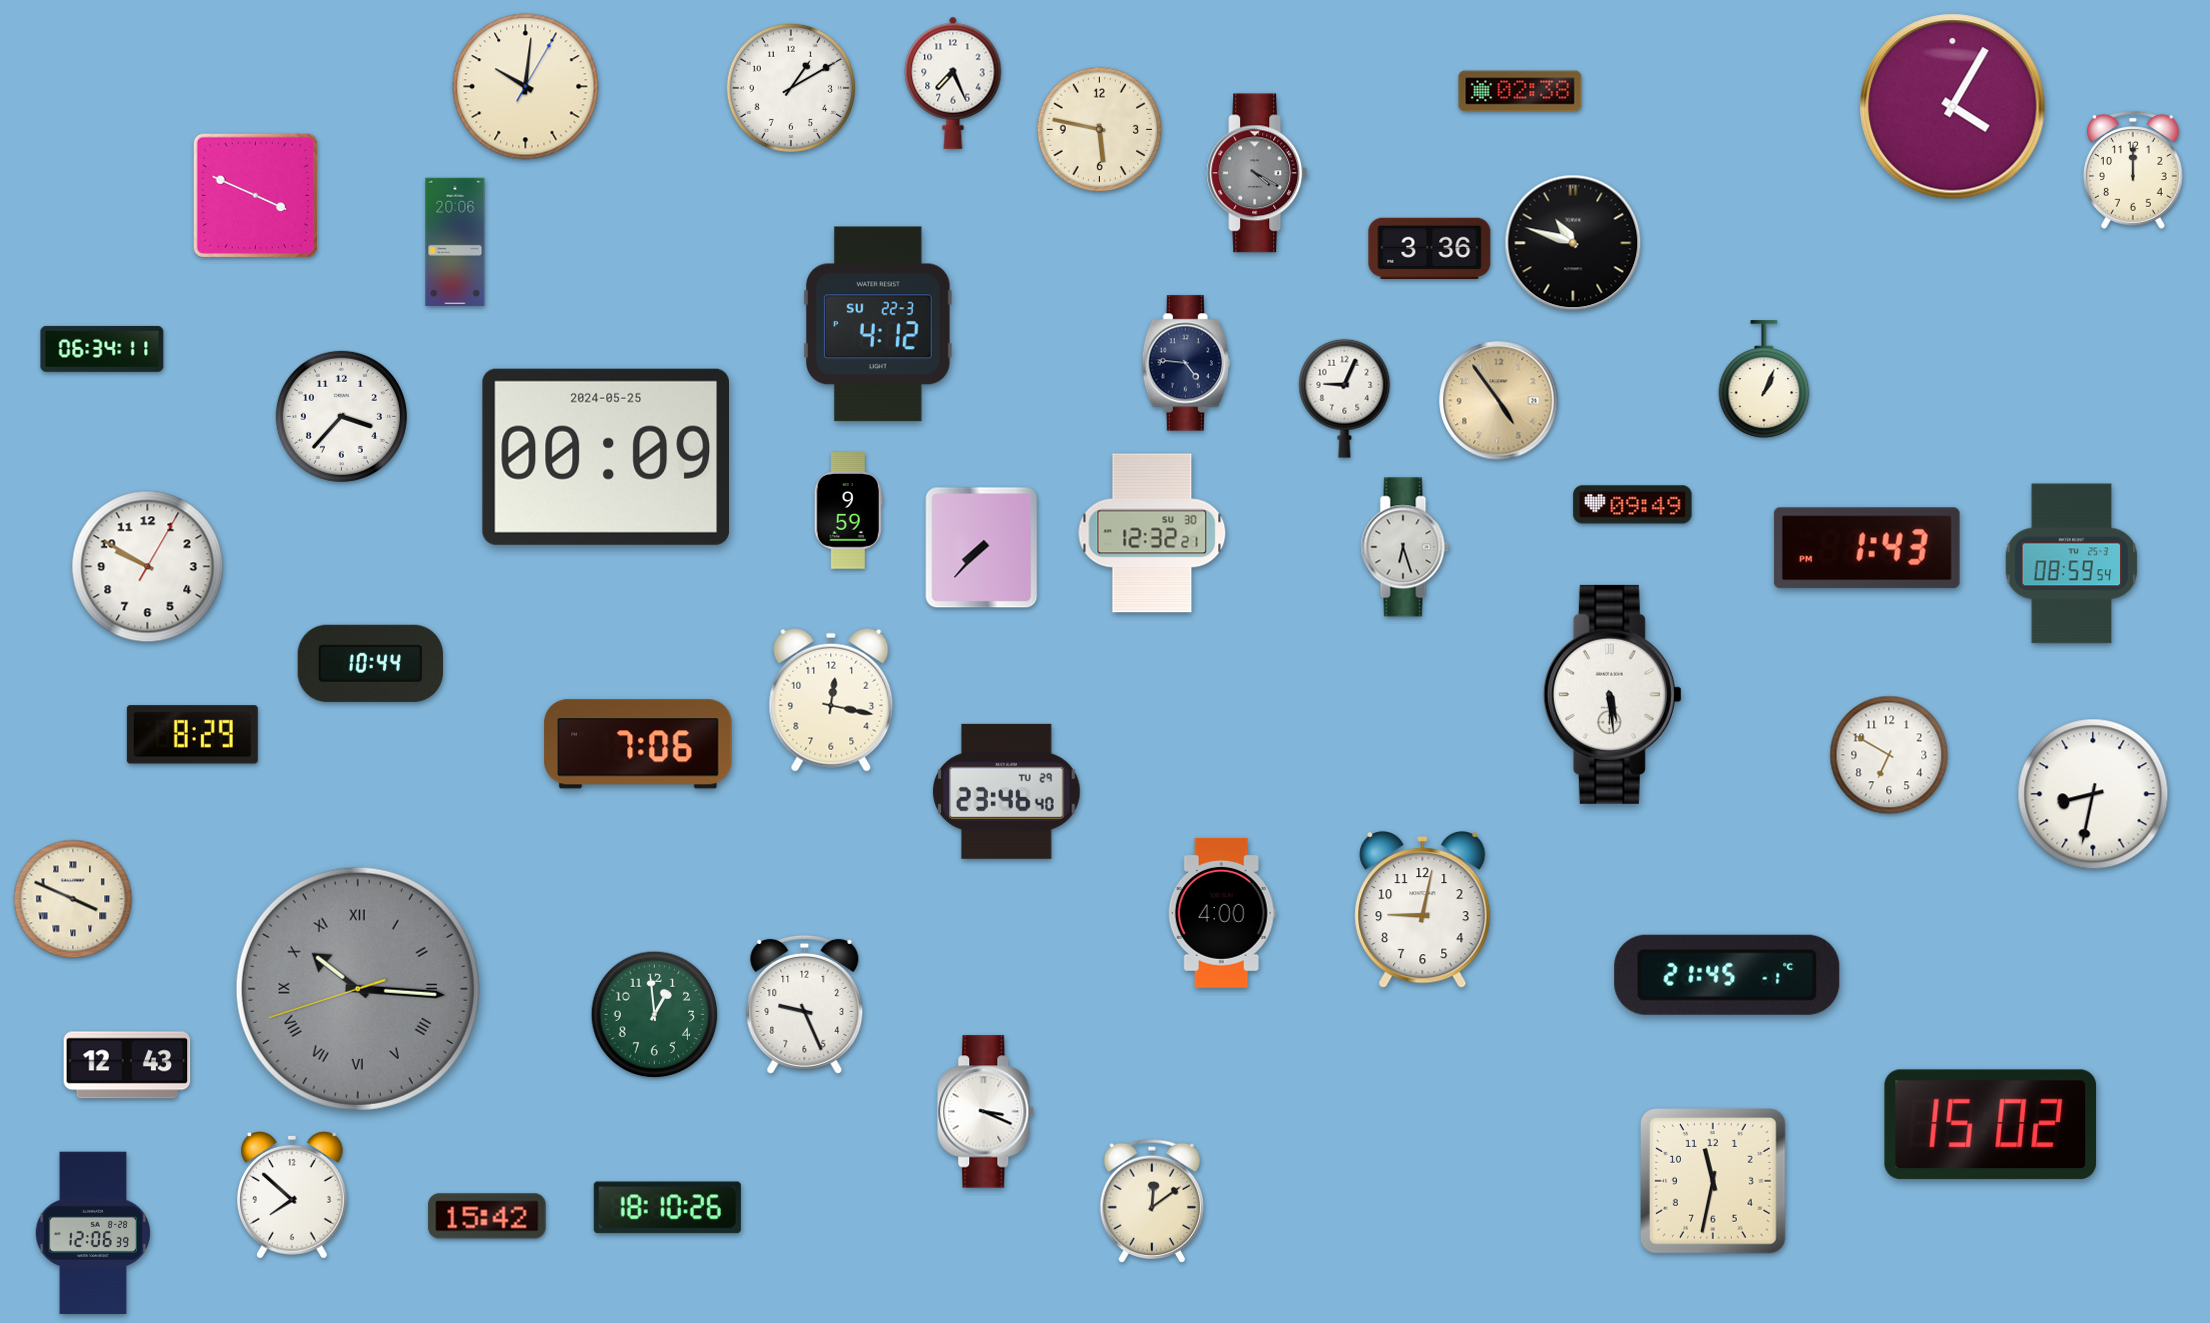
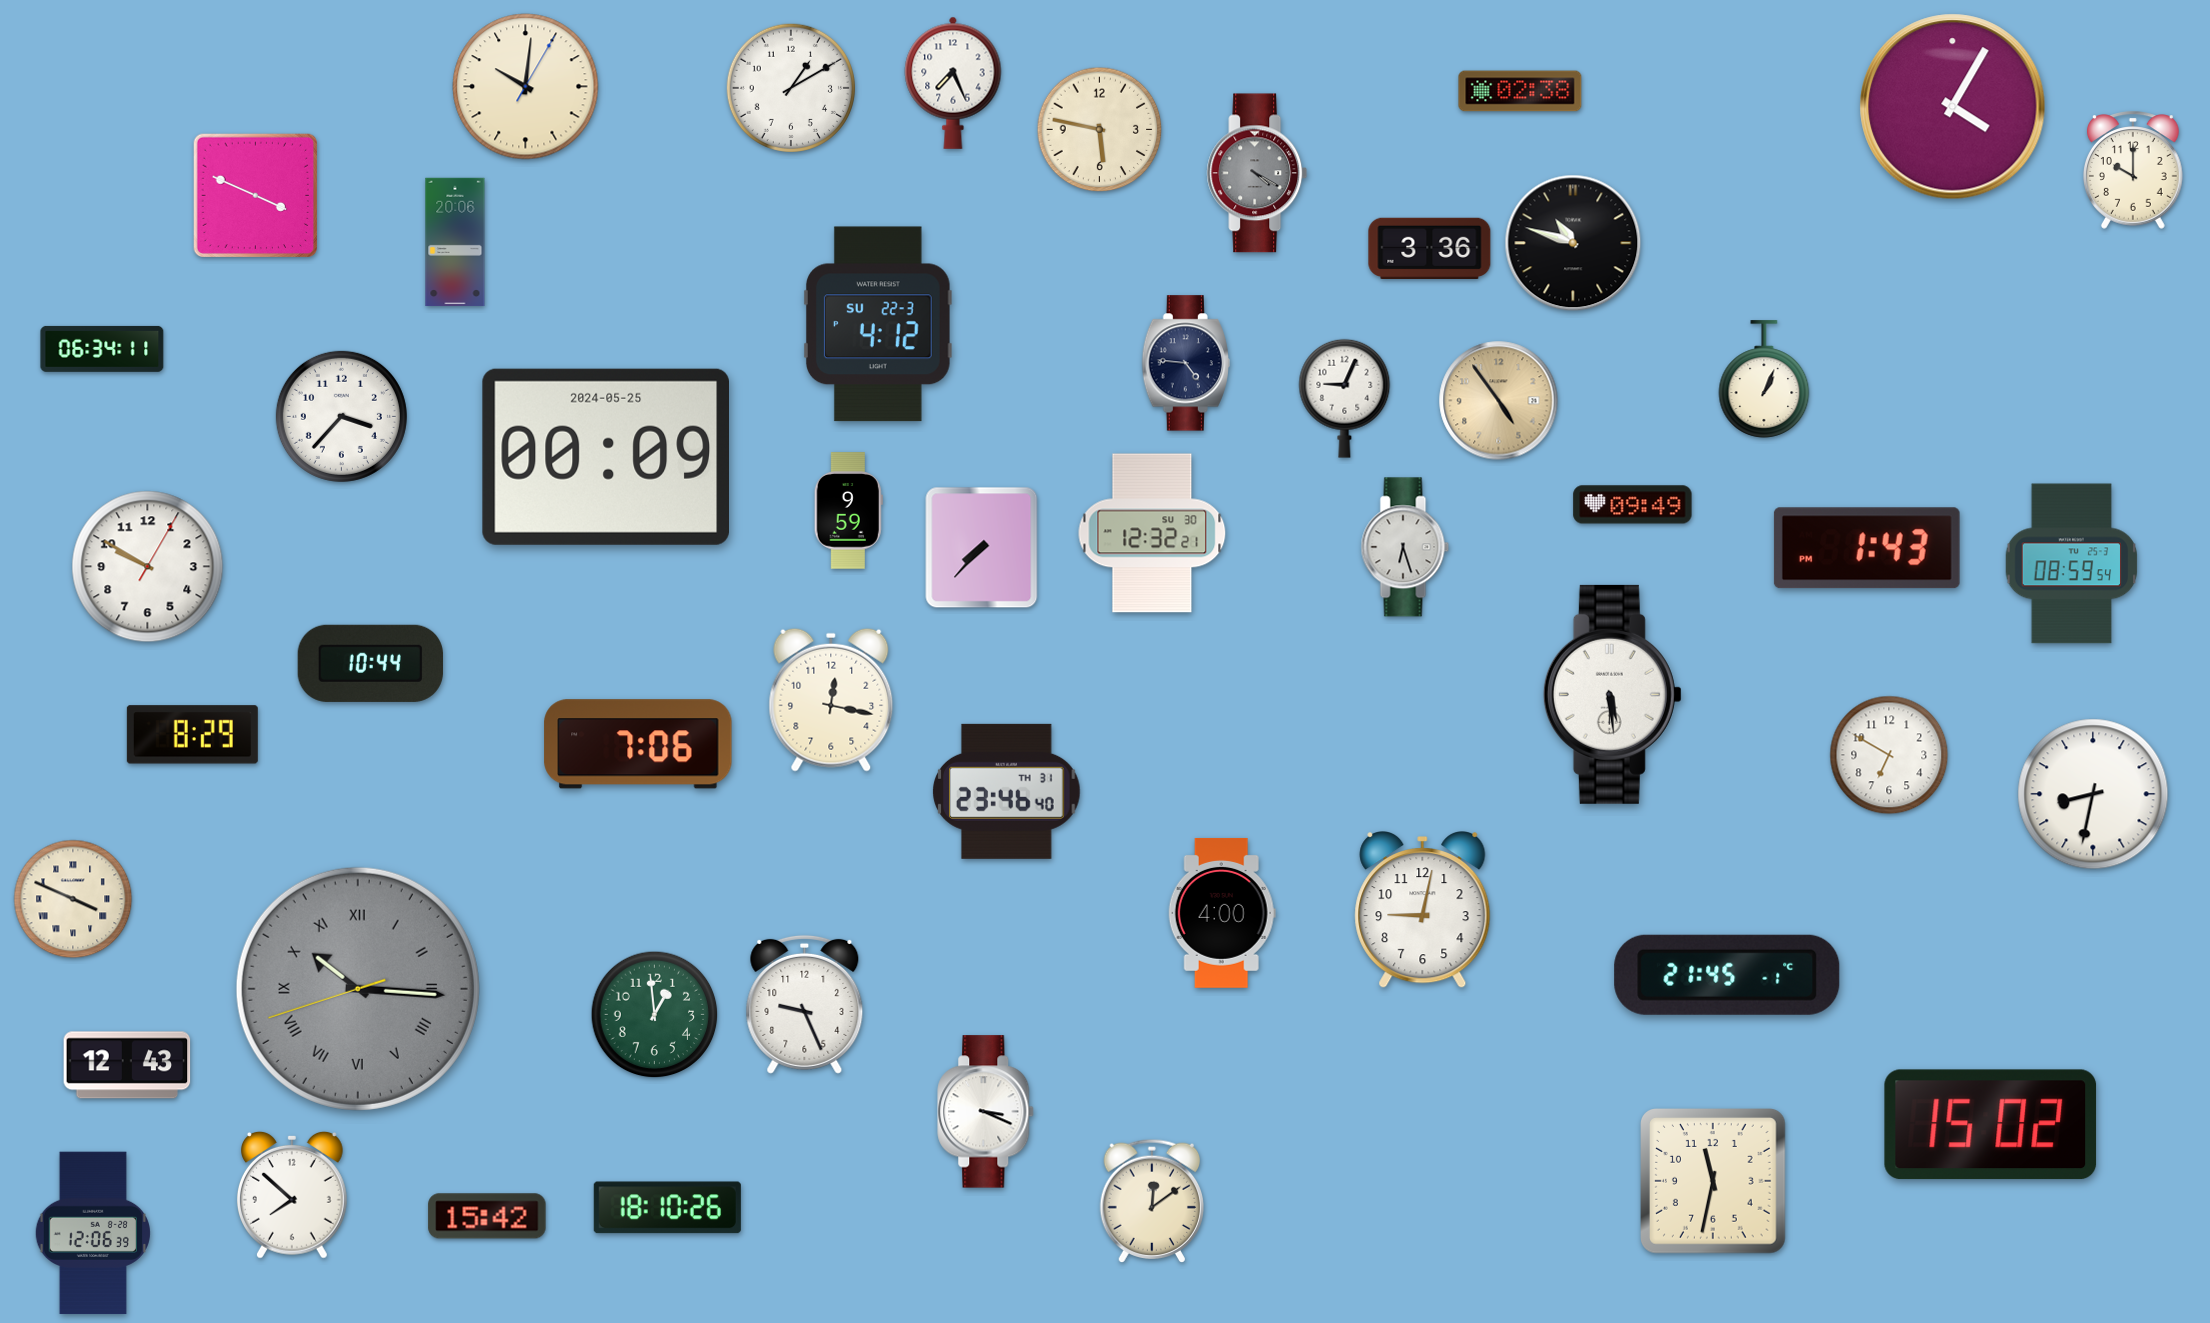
clock at (2133, 170): 12:00 -> 10:00
clock at (1007, 791) date: TU 29 -> TH 31
